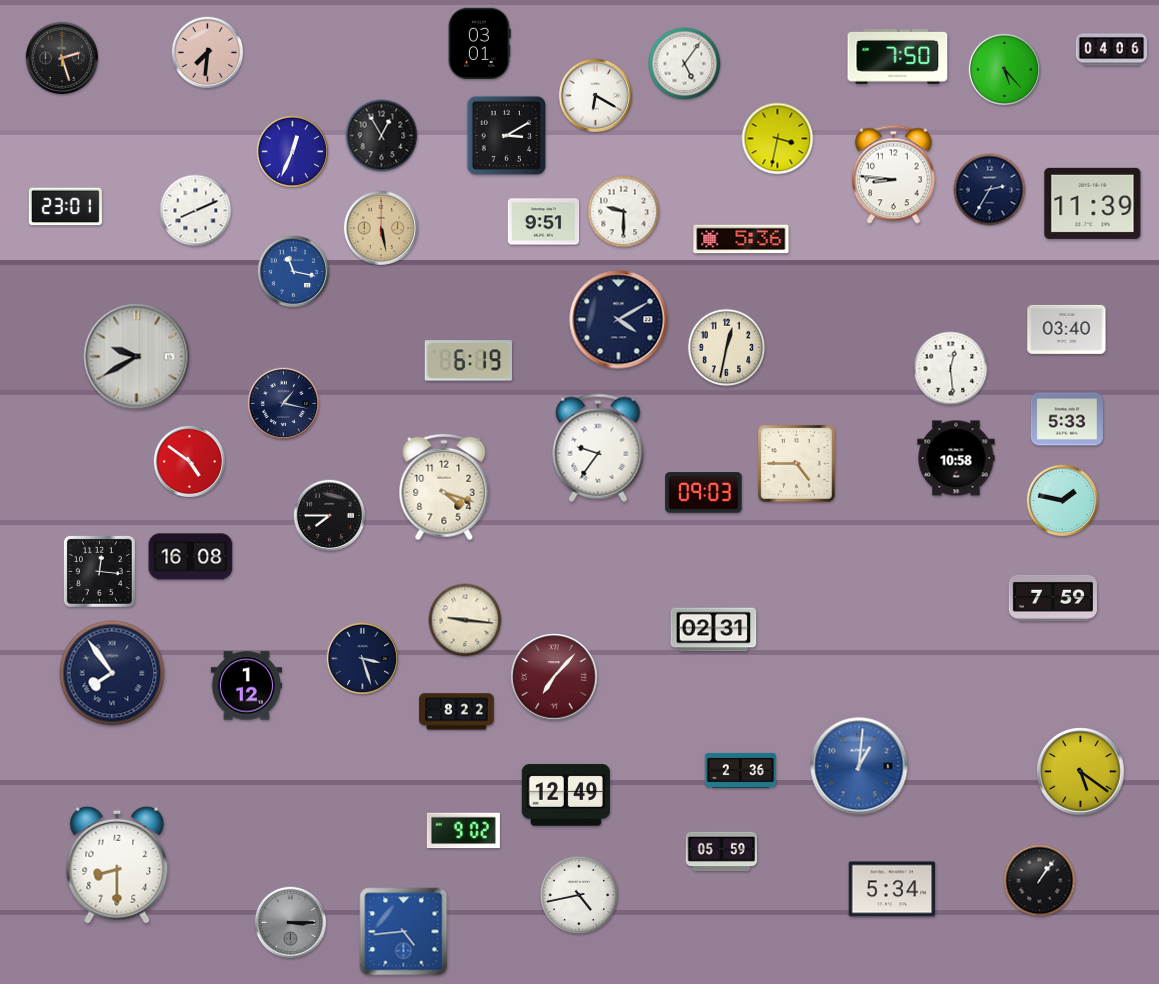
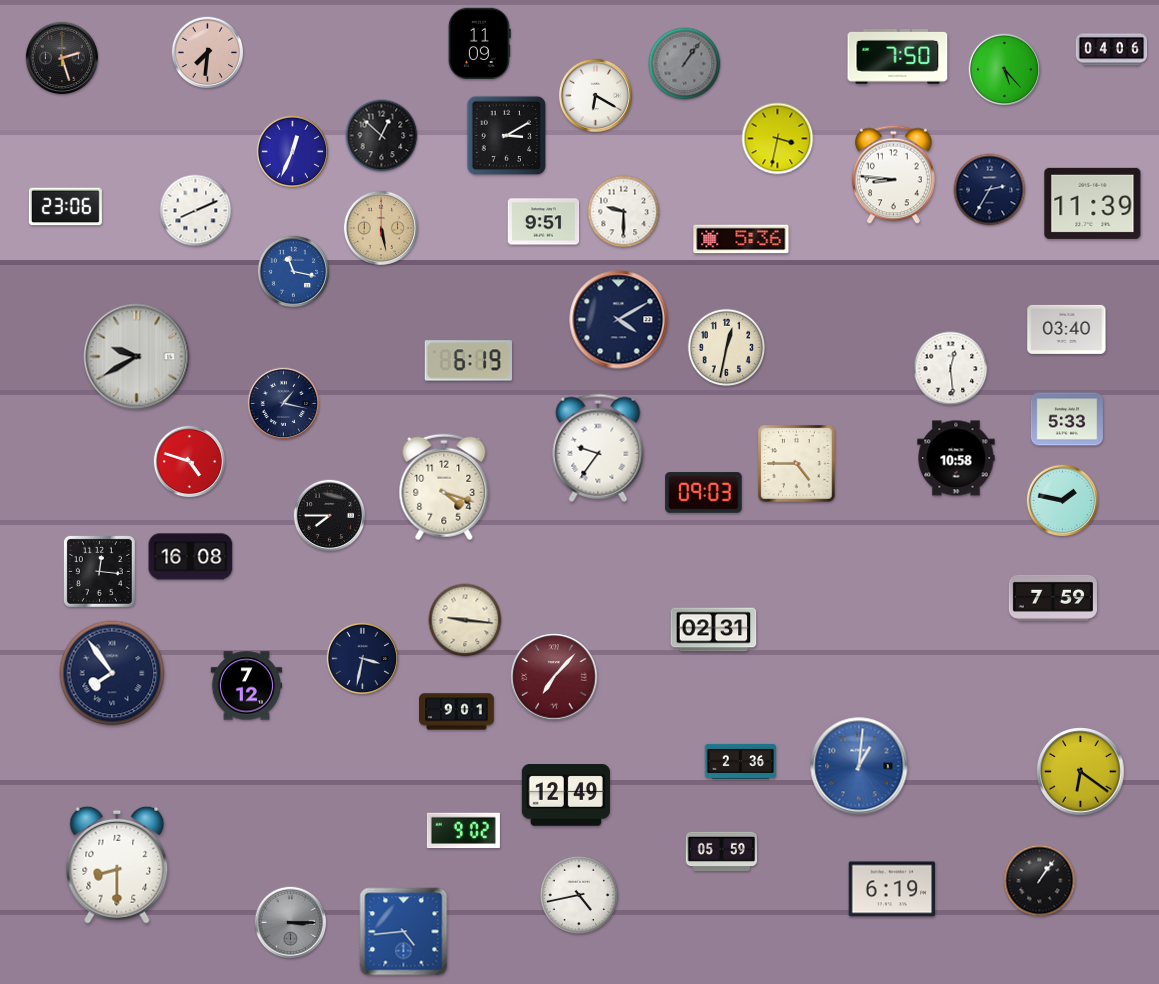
clock at (479, 43): 03:01 -> 11:09
clock at (685, 64): 5:06 -> 1:06
clock at (685, 64) dial: white -> grey
clock at (382, 136): 12:55 -> 12:52
clock at (65, 207): 23:01 -> 23:06
clock at (190, 462): 4:51 -> 4:48
clock at (363, 659): 3:27 -> 3:32
clock at (247, 686): 1:12 -> 7:12
clock at (457, 712): 8:22 -> 9:01
clock at (741, 770) position: (741, 770) -> (741, 761)
clock at (1081, 772): 5:21 -> 6:21
clock at (892, 889): 5:34 -> 6:19
